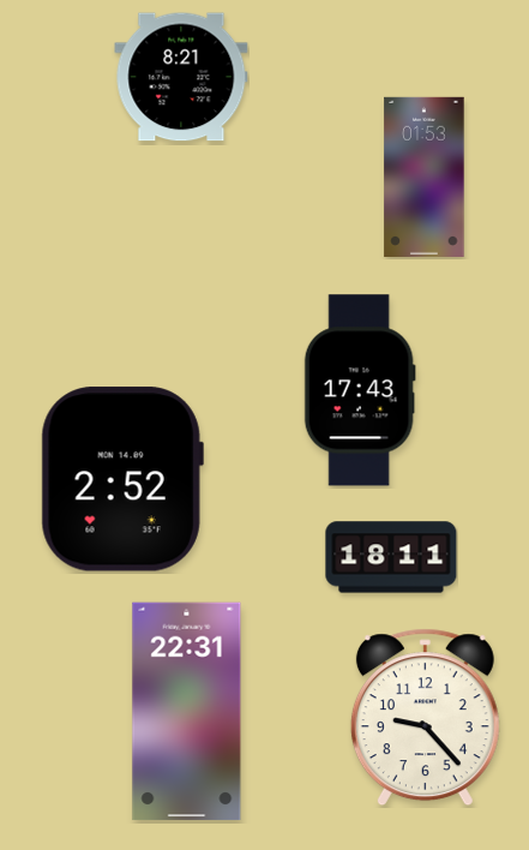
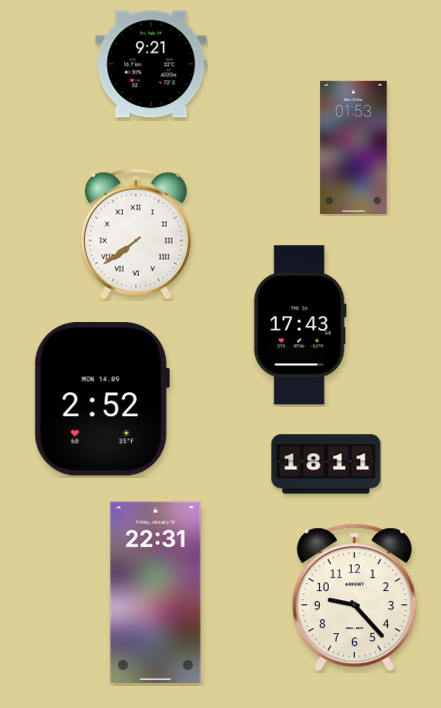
clock at (181, 77): 8:21 -> 9:21
clock at (136, 234): none -> 7:39
